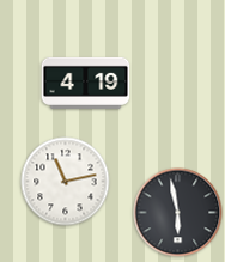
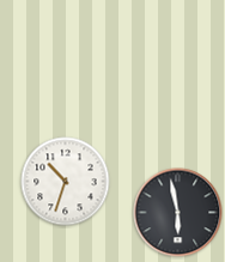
clock at (86, 83): 4:19 -> none
clock at (66, 182): 11:13 -> 10:33
